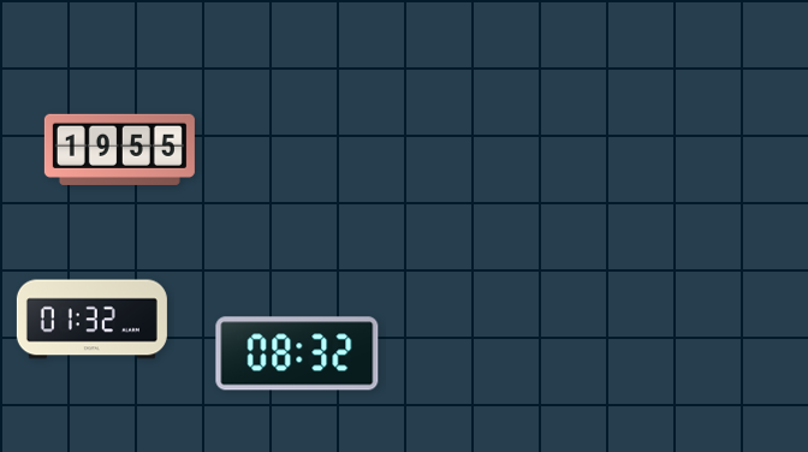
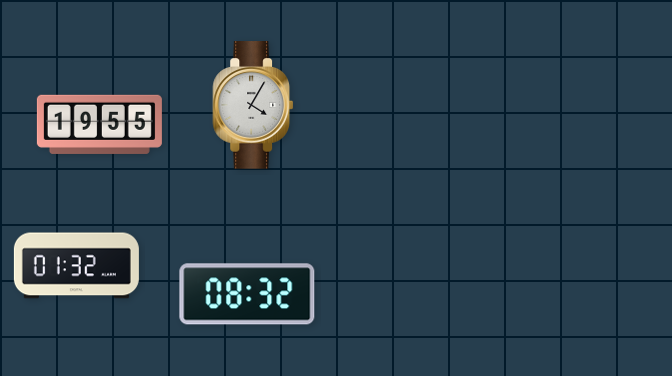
clock at (253, 105): none -> 4:05
